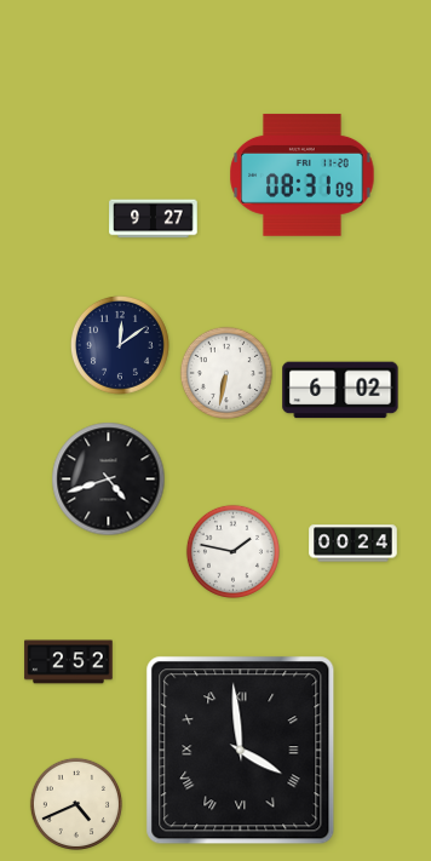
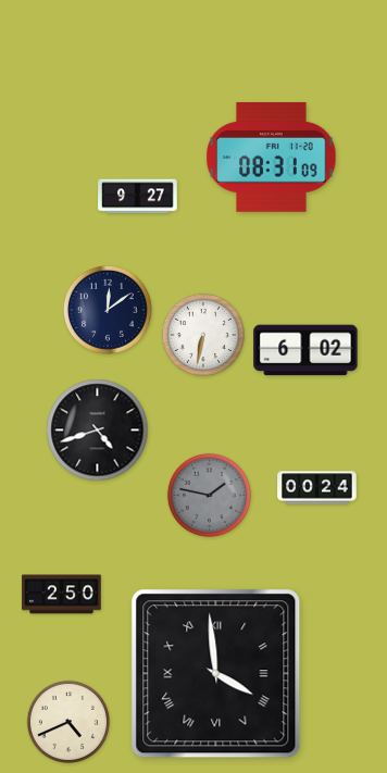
clock at (232, 551) dial: white -> grey
clock at (69, 662): 2:52 -> 2:50
